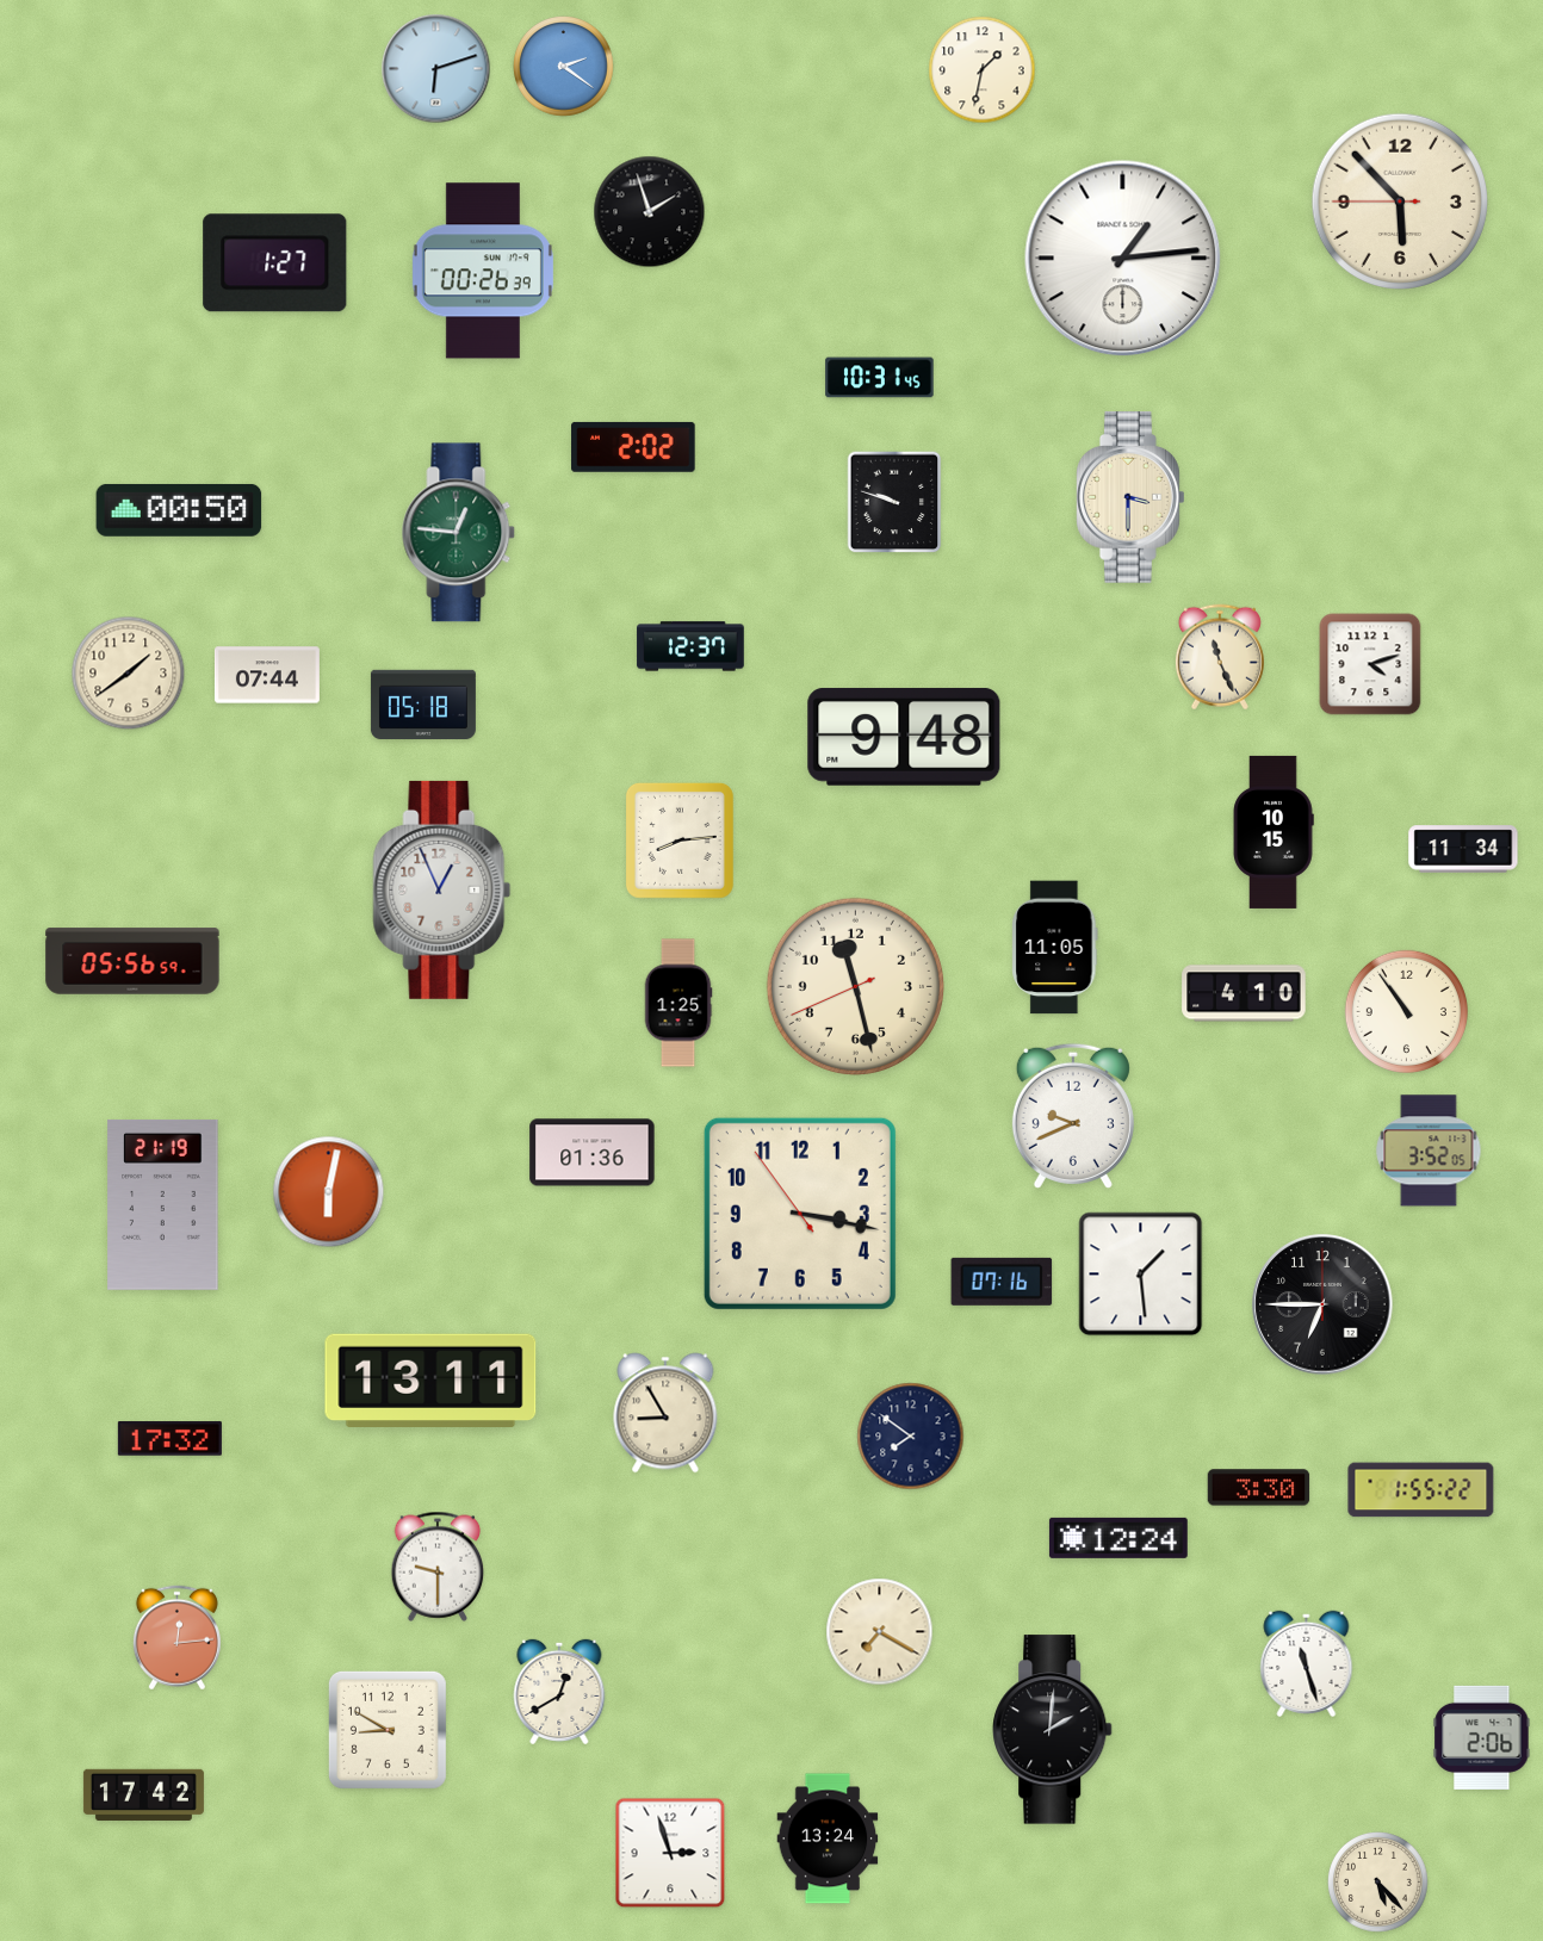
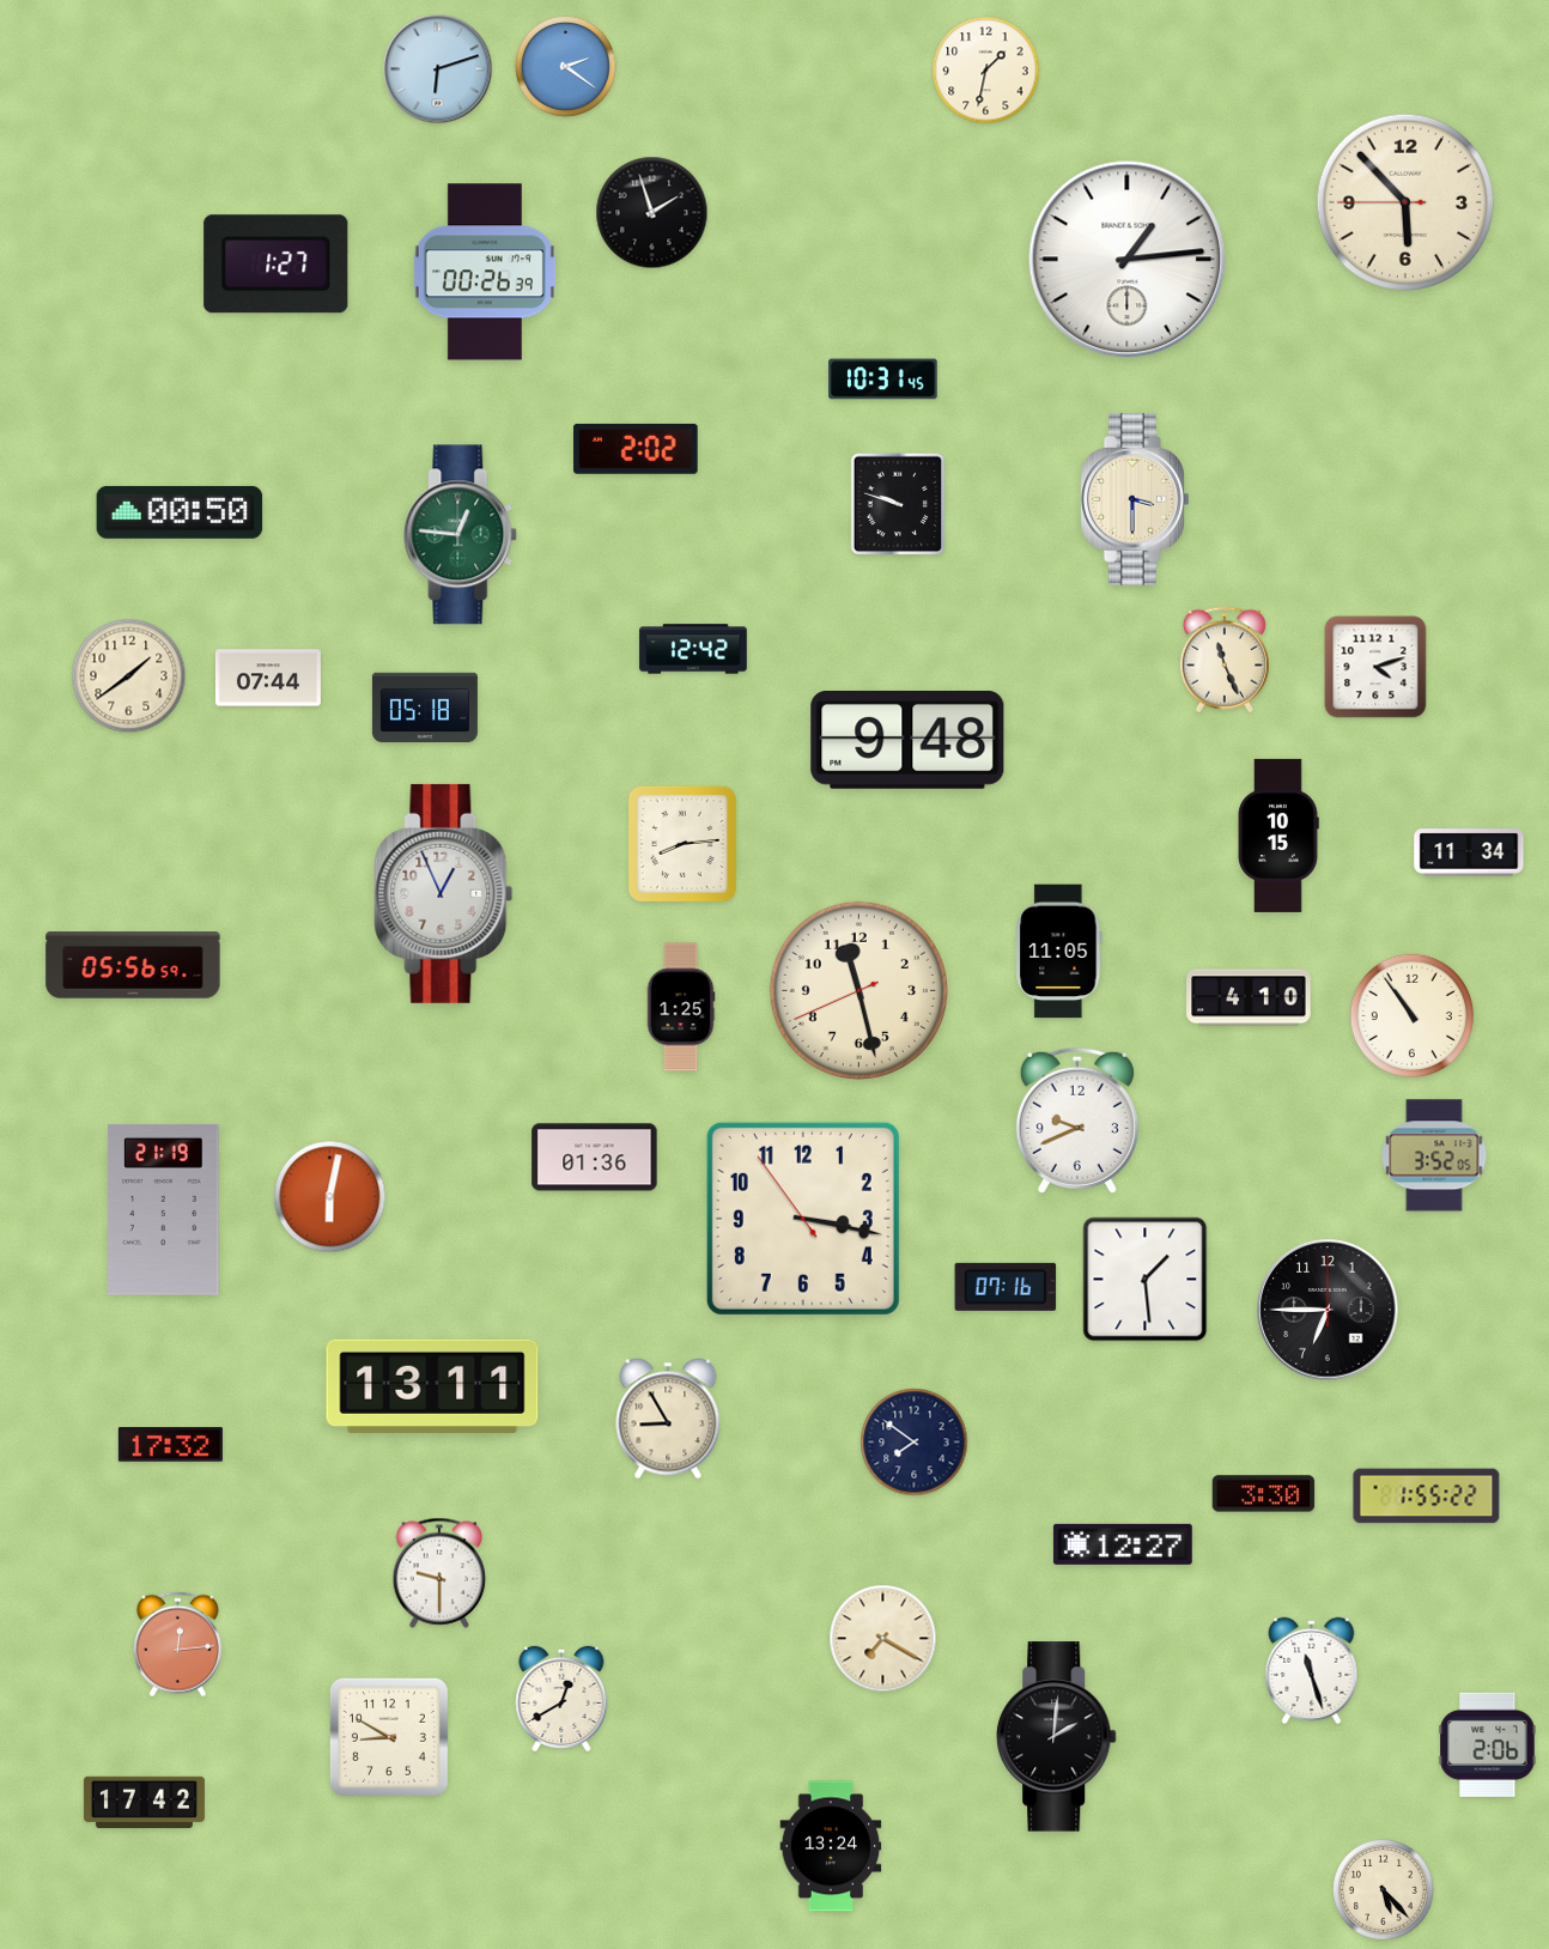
clock at (690, 646): 12:37 -> 12:42
clock at (1118, 1538): 12:24 -> 12:27
clock at (670, 1853): 2:57 -> none
